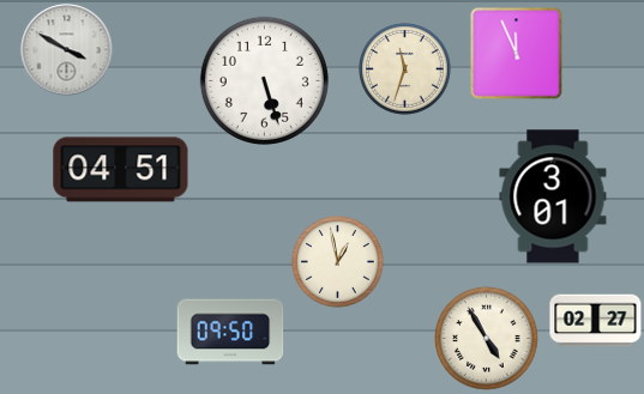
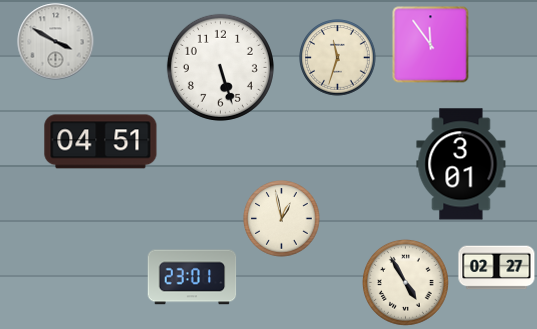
clock at (517, 54): 11:56 -> 11:54
clock at (230, 332): 09:50 -> 23:01
